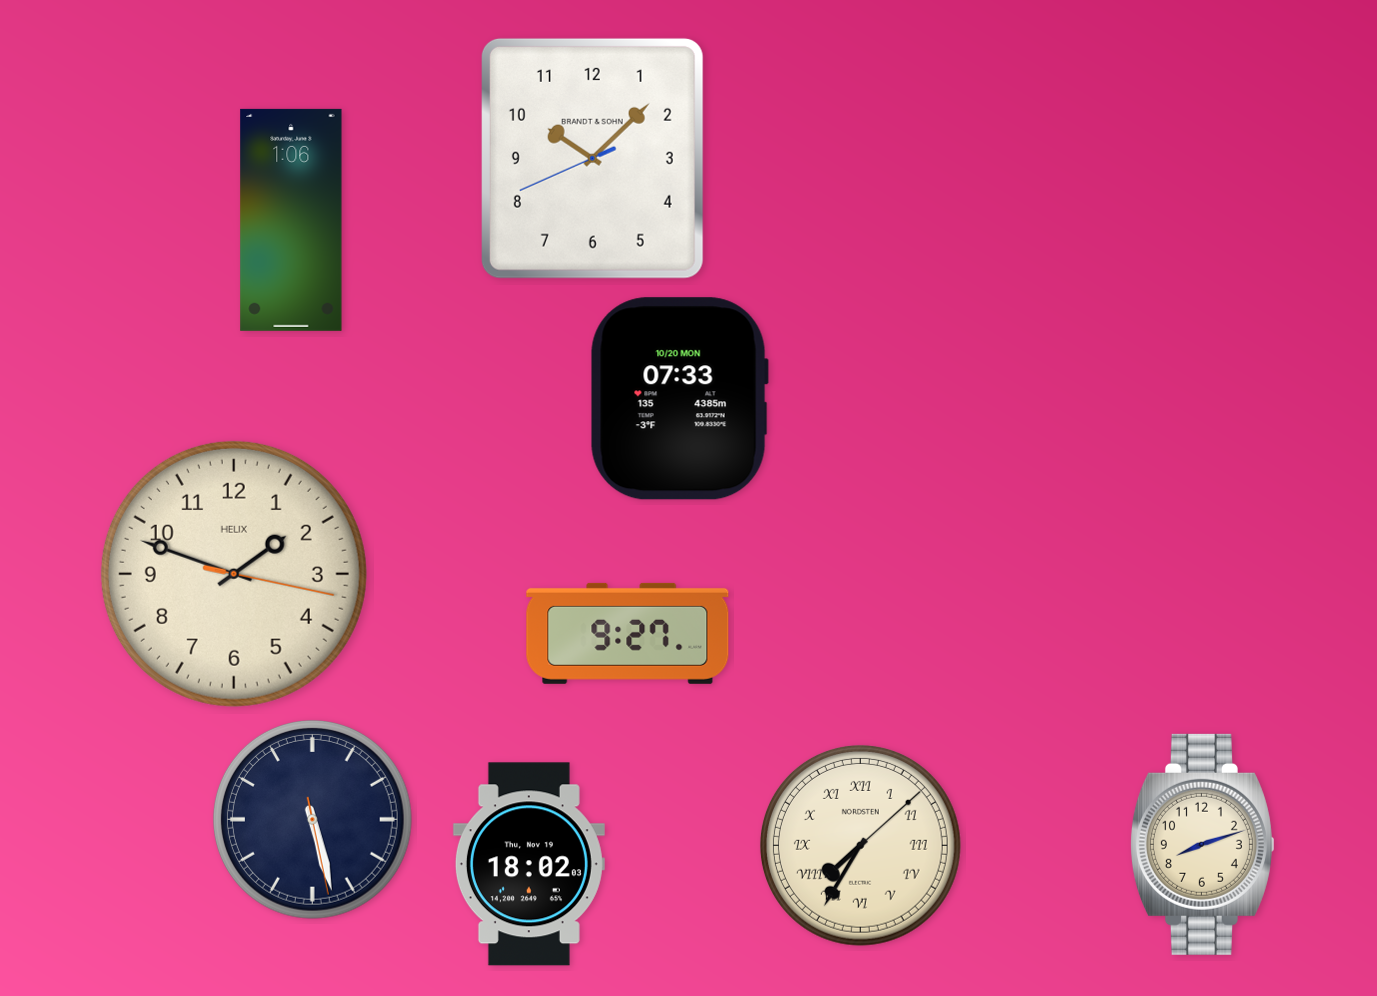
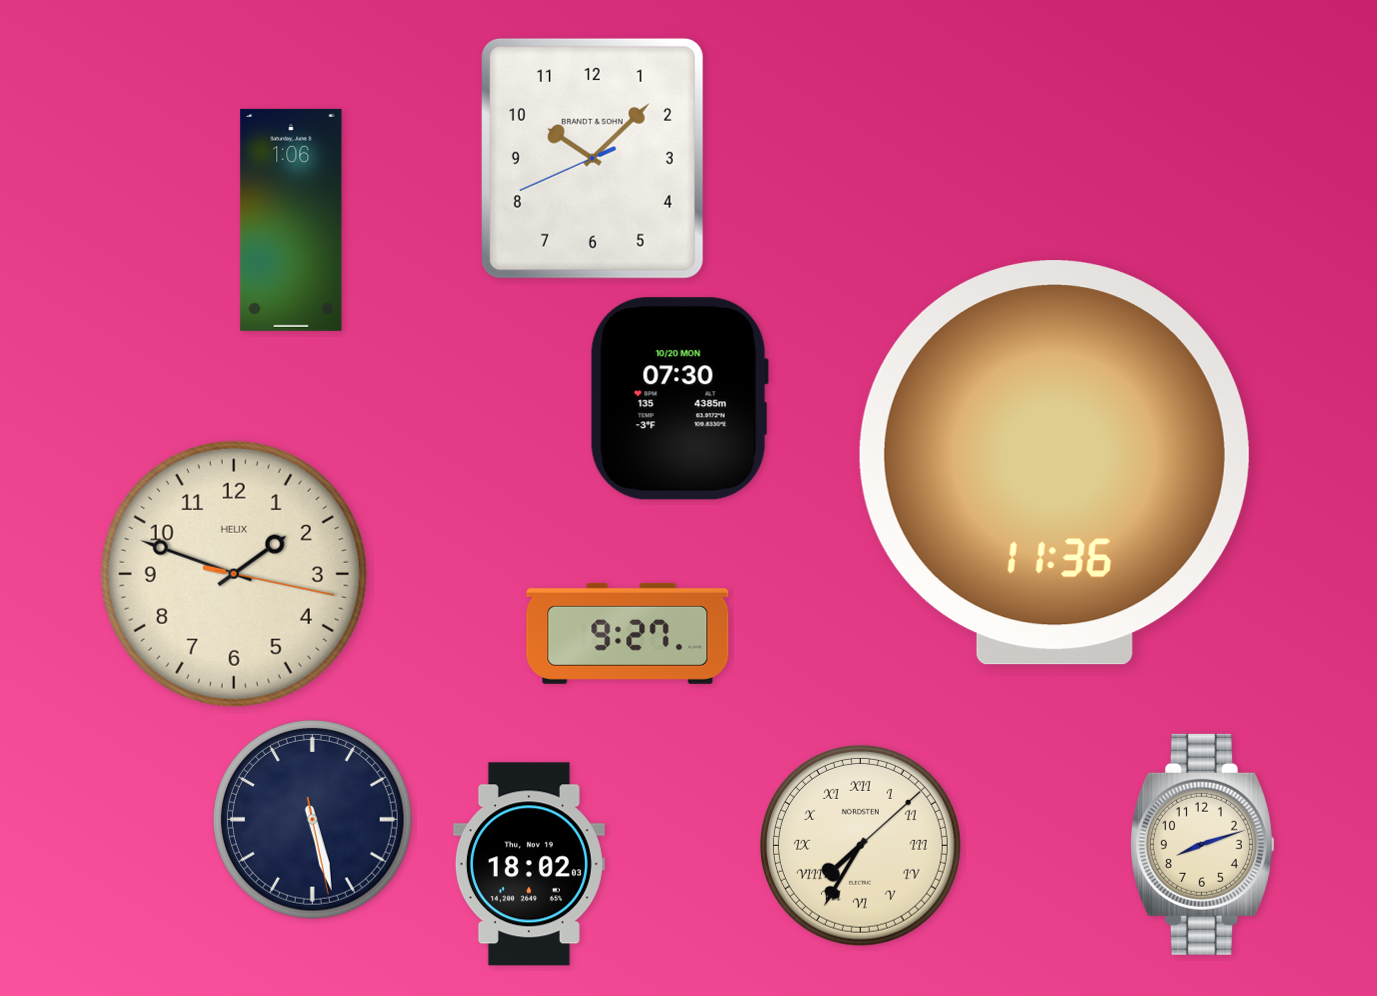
clock at (679, 399): 07:33 -> 07:30
clock at (1054, 463): none -> 11:36
